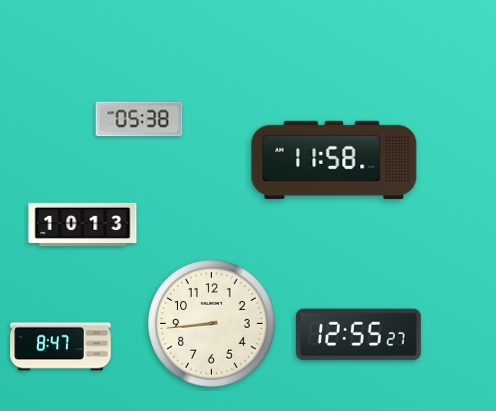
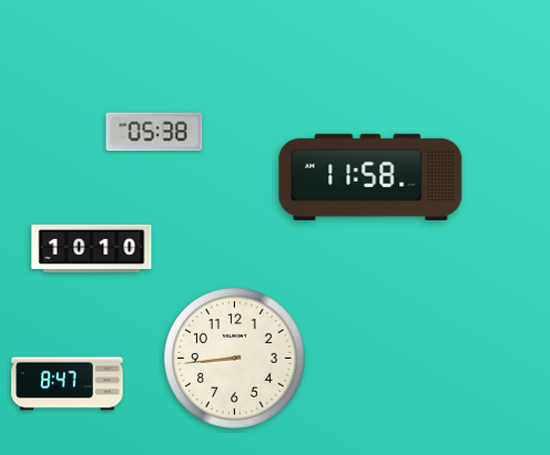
clock at (83, 225): 10:13 -> 10:10
clock at (358, 335): 12:55 -> none
